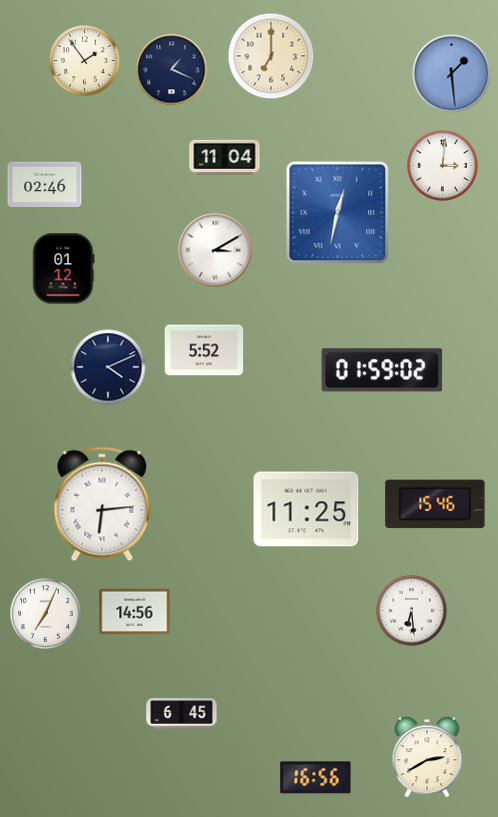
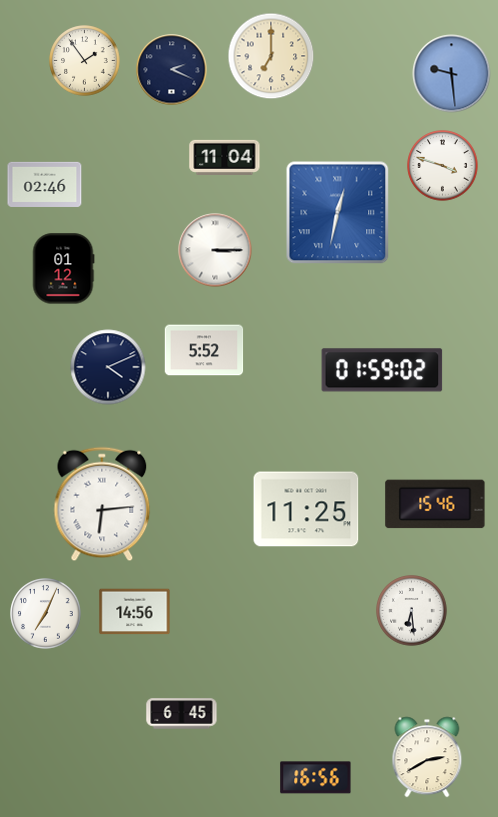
clock at (172, 70): 1:19 -> 2:19
clock at (452, 74): 1:29 -> 9:29
clock at (443, 166): 3:01 -> 3:48
clock at (215, 250): 3:10 -> 3:15
